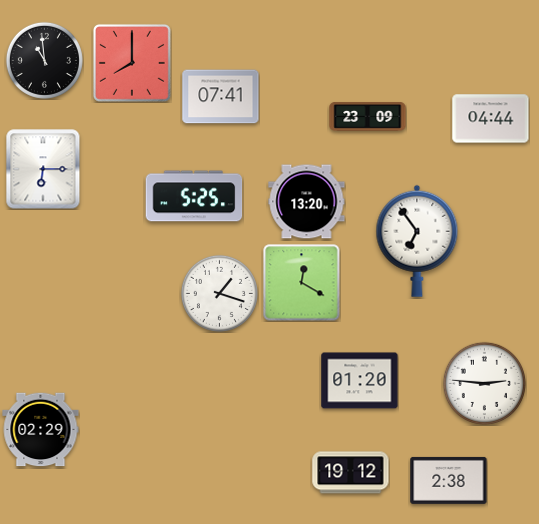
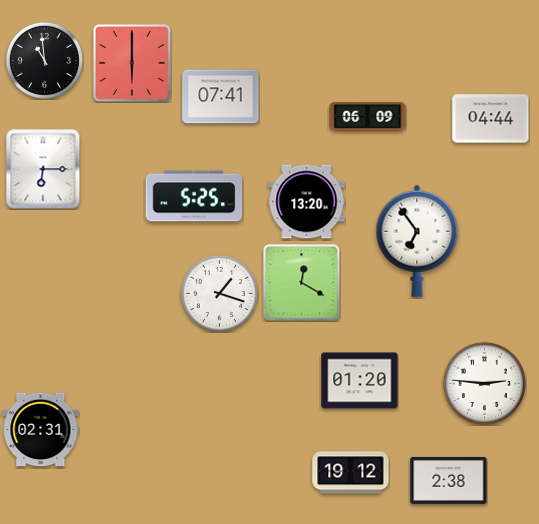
clock at (132, 63): 8:00 -> 6:00
clock at (368, 117): 23:09 -> 06:09
clock at (41, 430): 02:29 -> 02:31
